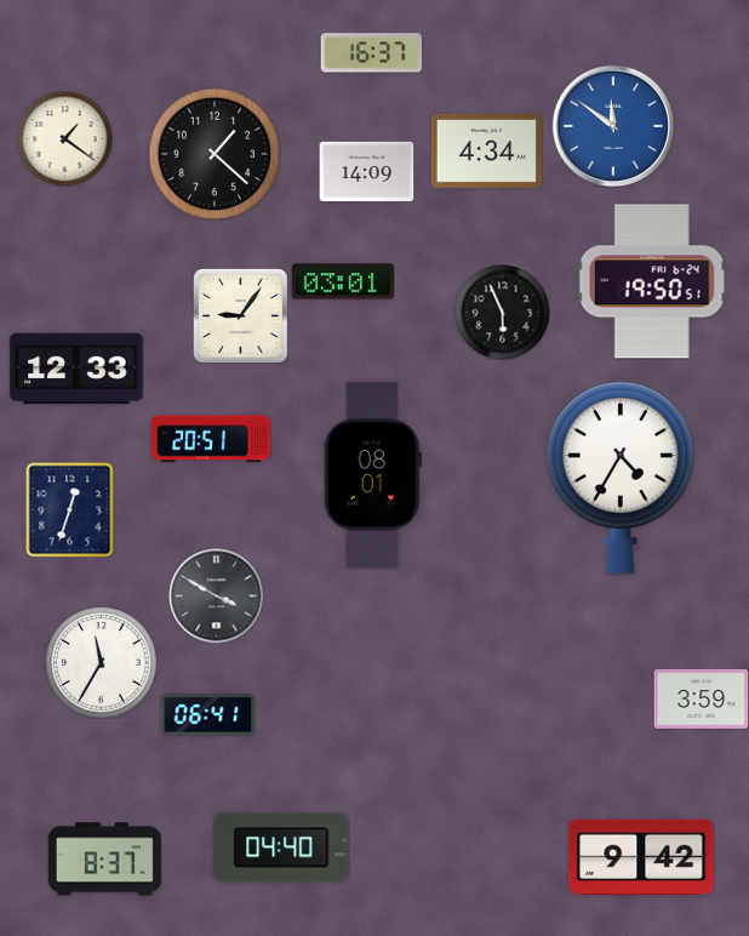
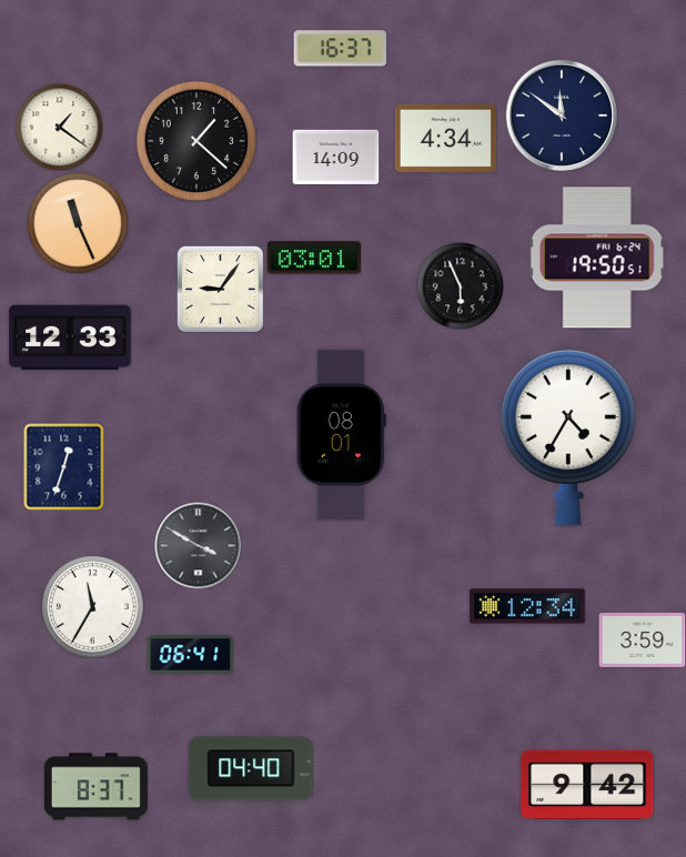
clock at (613, 126) dial: blue -> navy
clock at (78, 223): none -> 11:26
clock at (211, 439): 20:51 -> none
clock at (527, 606): none -> 12:34
clock at (281, 847) position: (281, 847) -> (251, 768)
